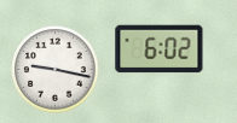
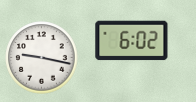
clock at (56, 70) position: (56, 70) -> (42, 58)
